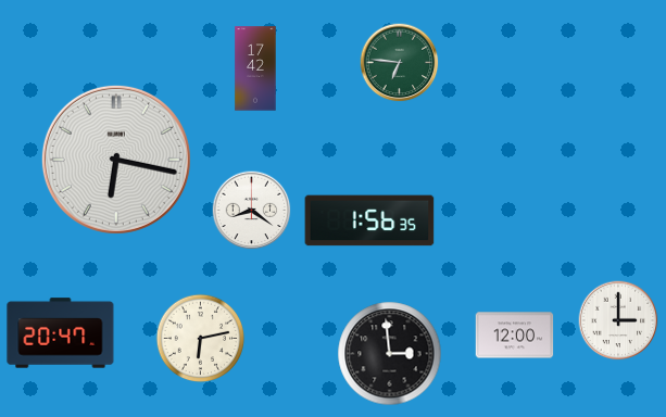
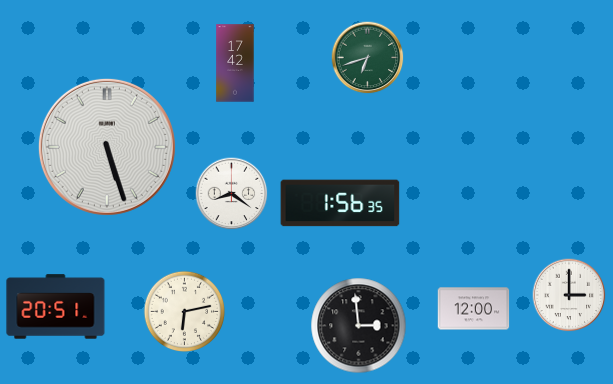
clock at (400, 63): 6:46 -> 6:42
clock at (116, 160): 6:17 -> 5:27
clock at (61, 333): 20:47 -> 20:51
